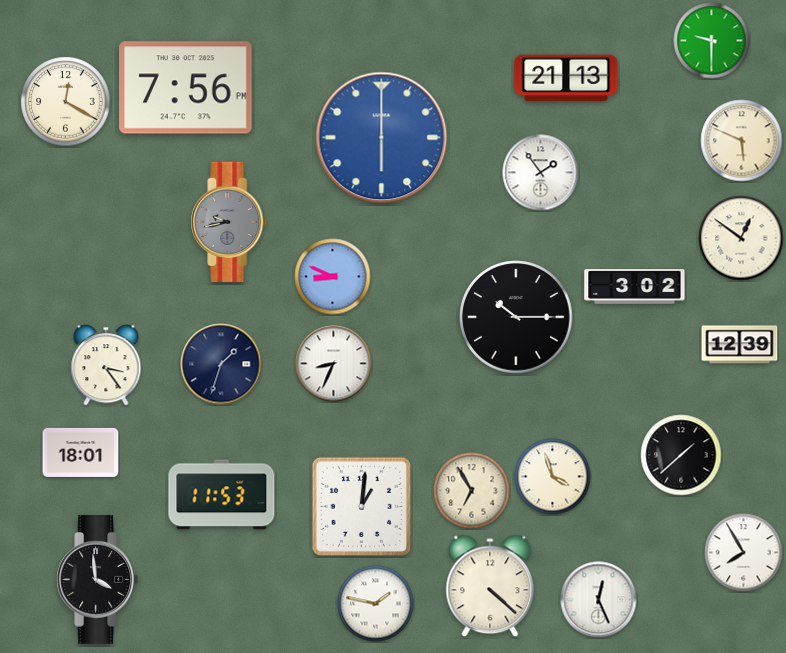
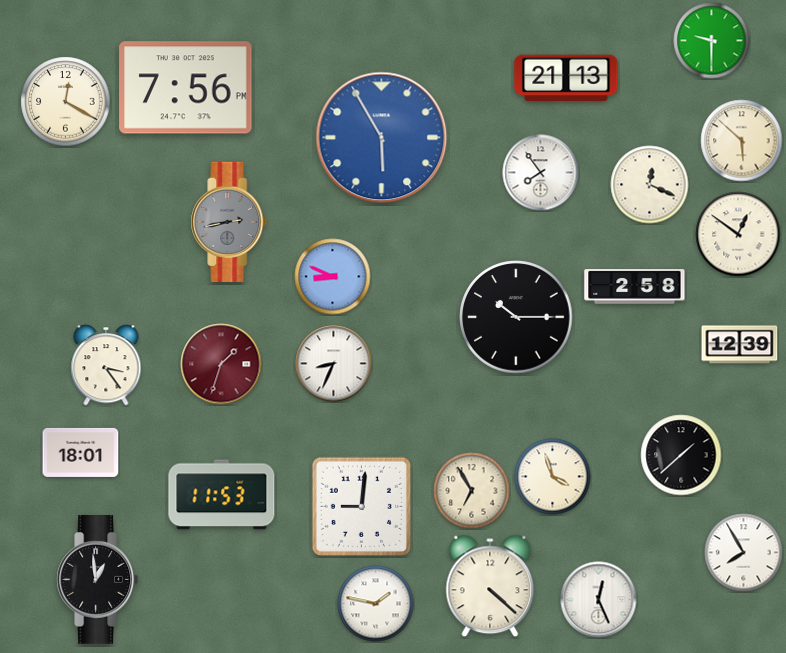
clock at (382, 138): 6:00 -> 5:55
clock at (742, 141): 5:49 -> 5:52
clock at (541, 173): 1:54 -> 7:54
clock at (650, 185): none -> 12:19
clock at (229, 221): 9:43 -> 2:43
clock at (741, 238) position: (741, 238) -> (738, 234)
clock at (635, 287): 3:02 -> 2:58
clock at (221, 364) dial: navy -> burgundy
clock at (361, 506): 1:01 -> 9:01
clock at (98, 580): 3:59 -> 12:59
